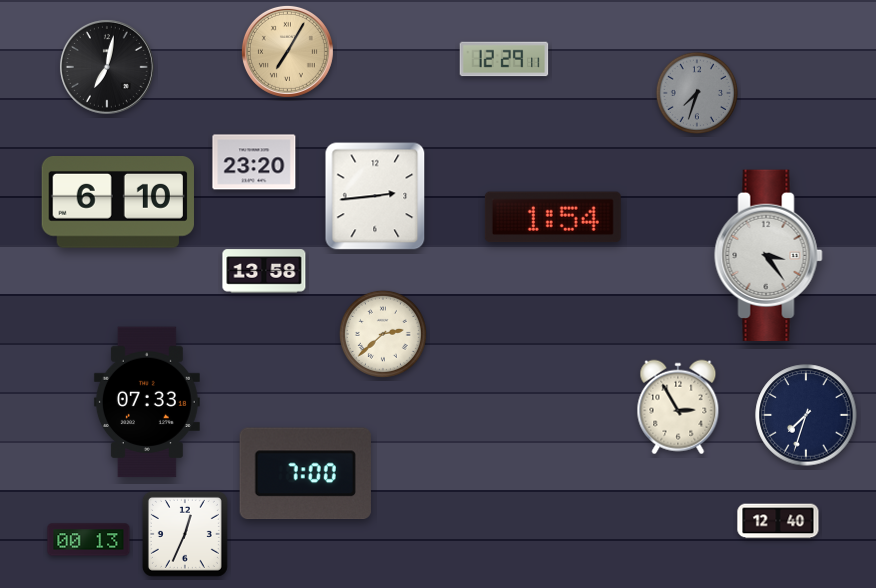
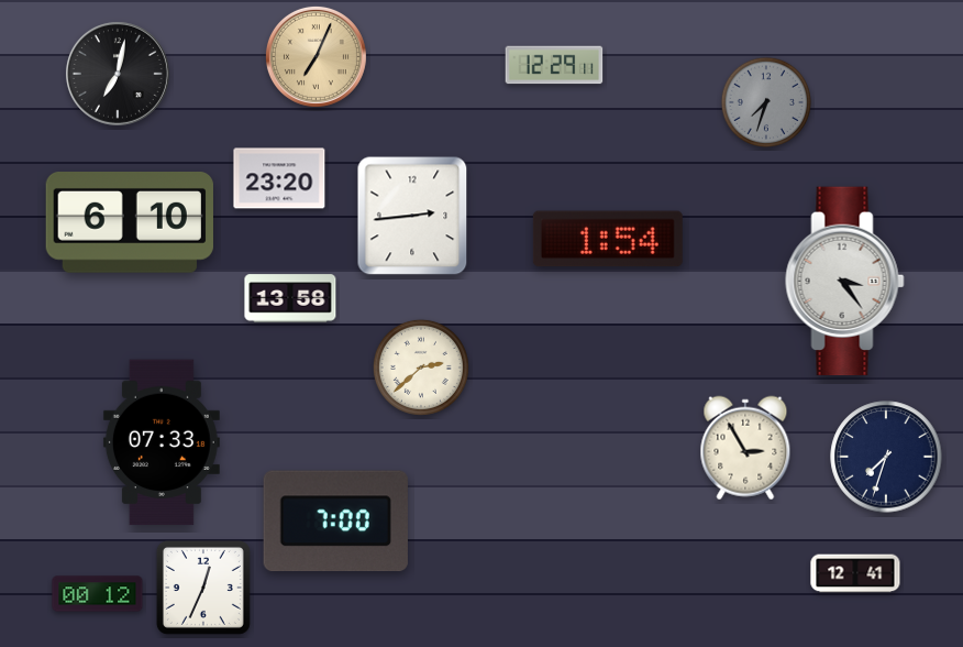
clock at (287, 51): 7:05 -> 7:04
clock at (778, 521): 12:40 -> 12:41
clock at (89, 540): 00:13 -> 00:12
